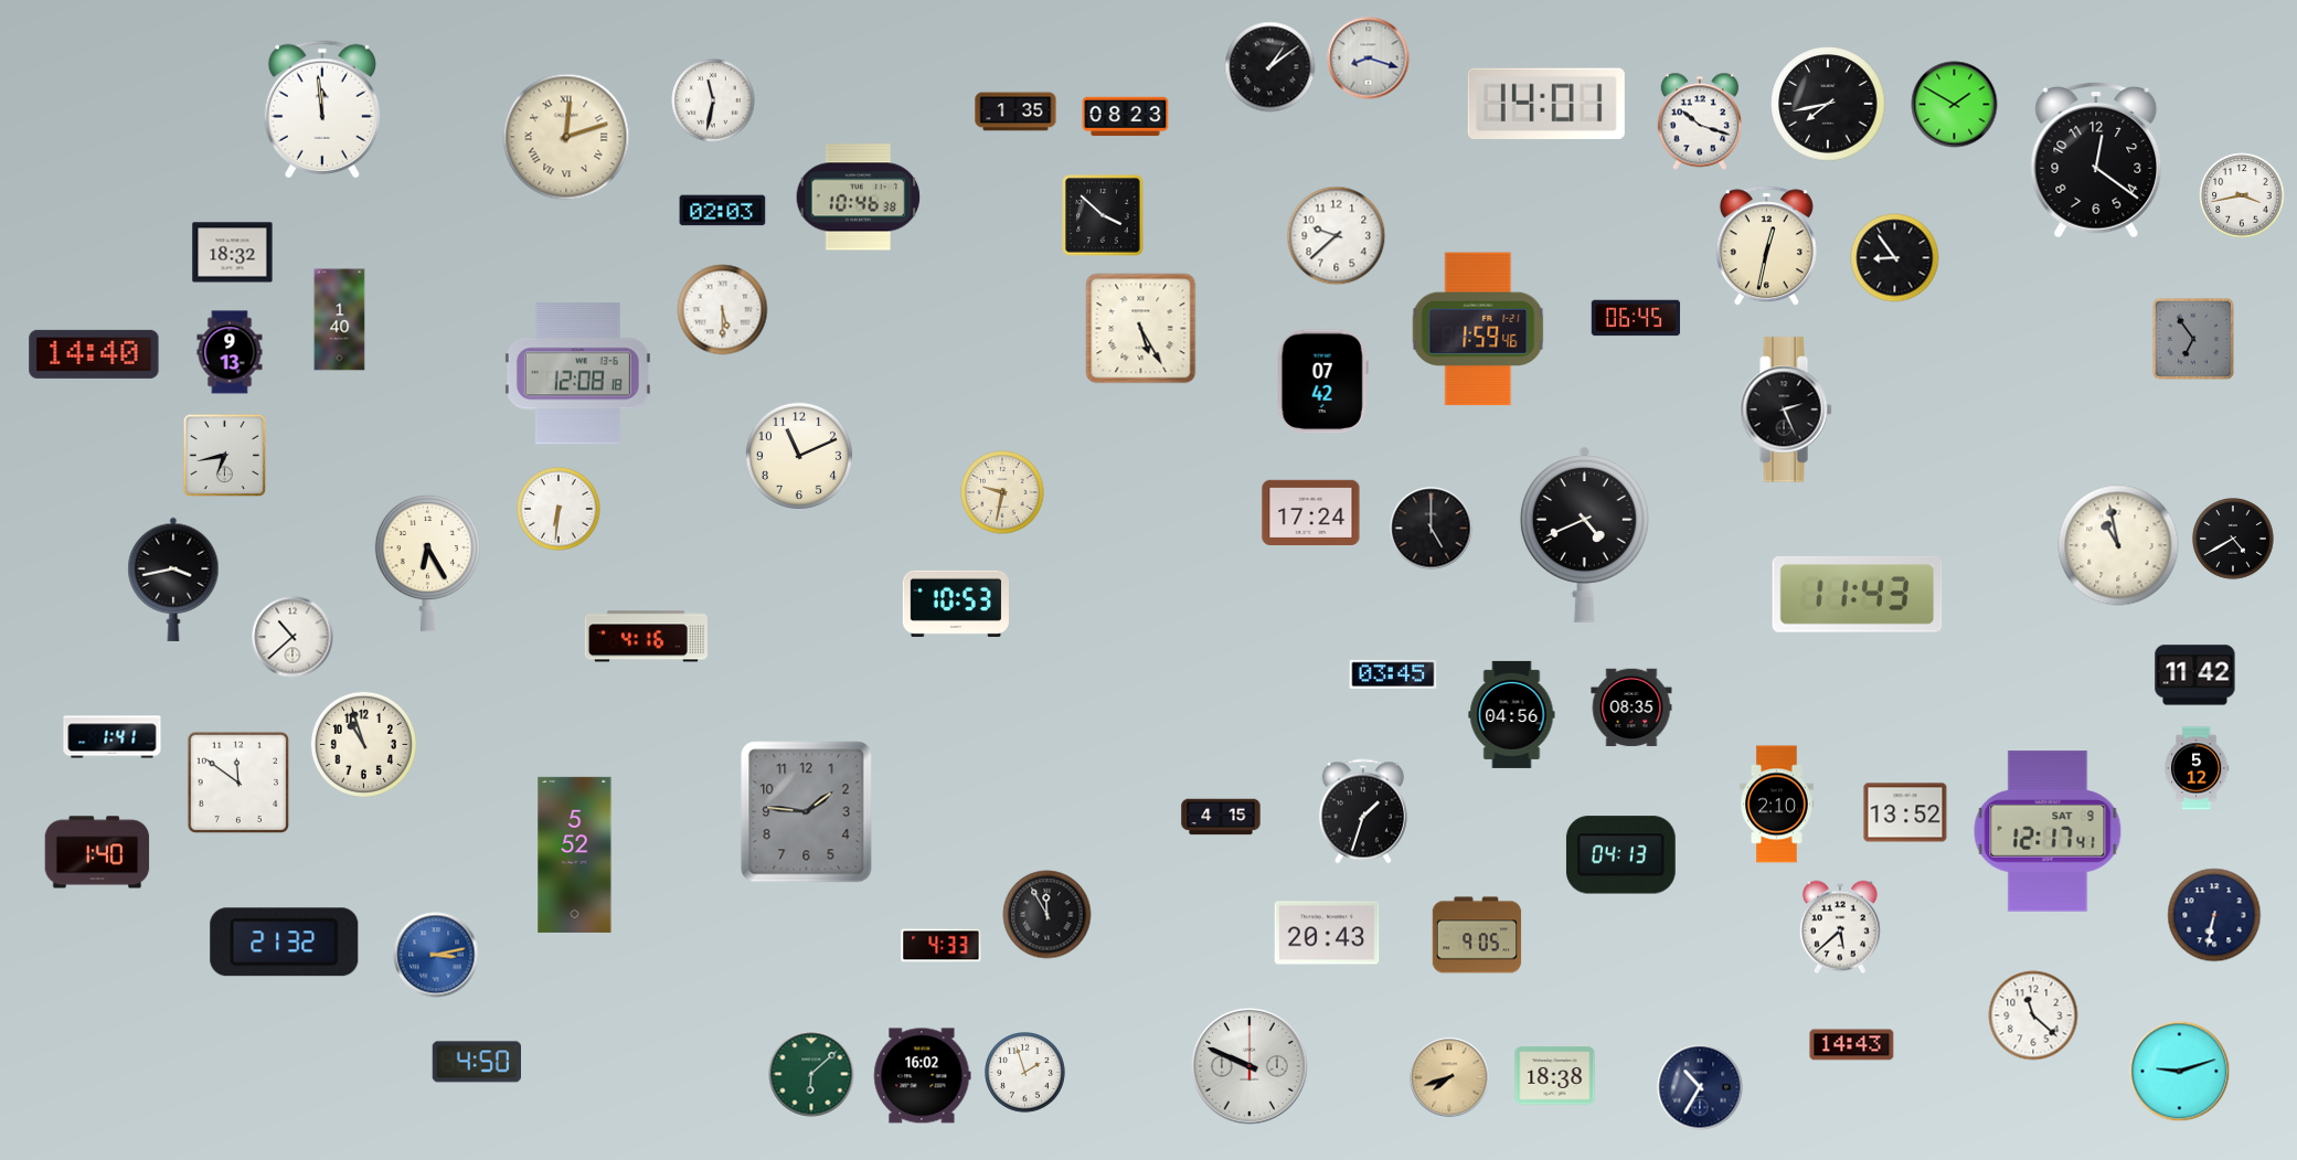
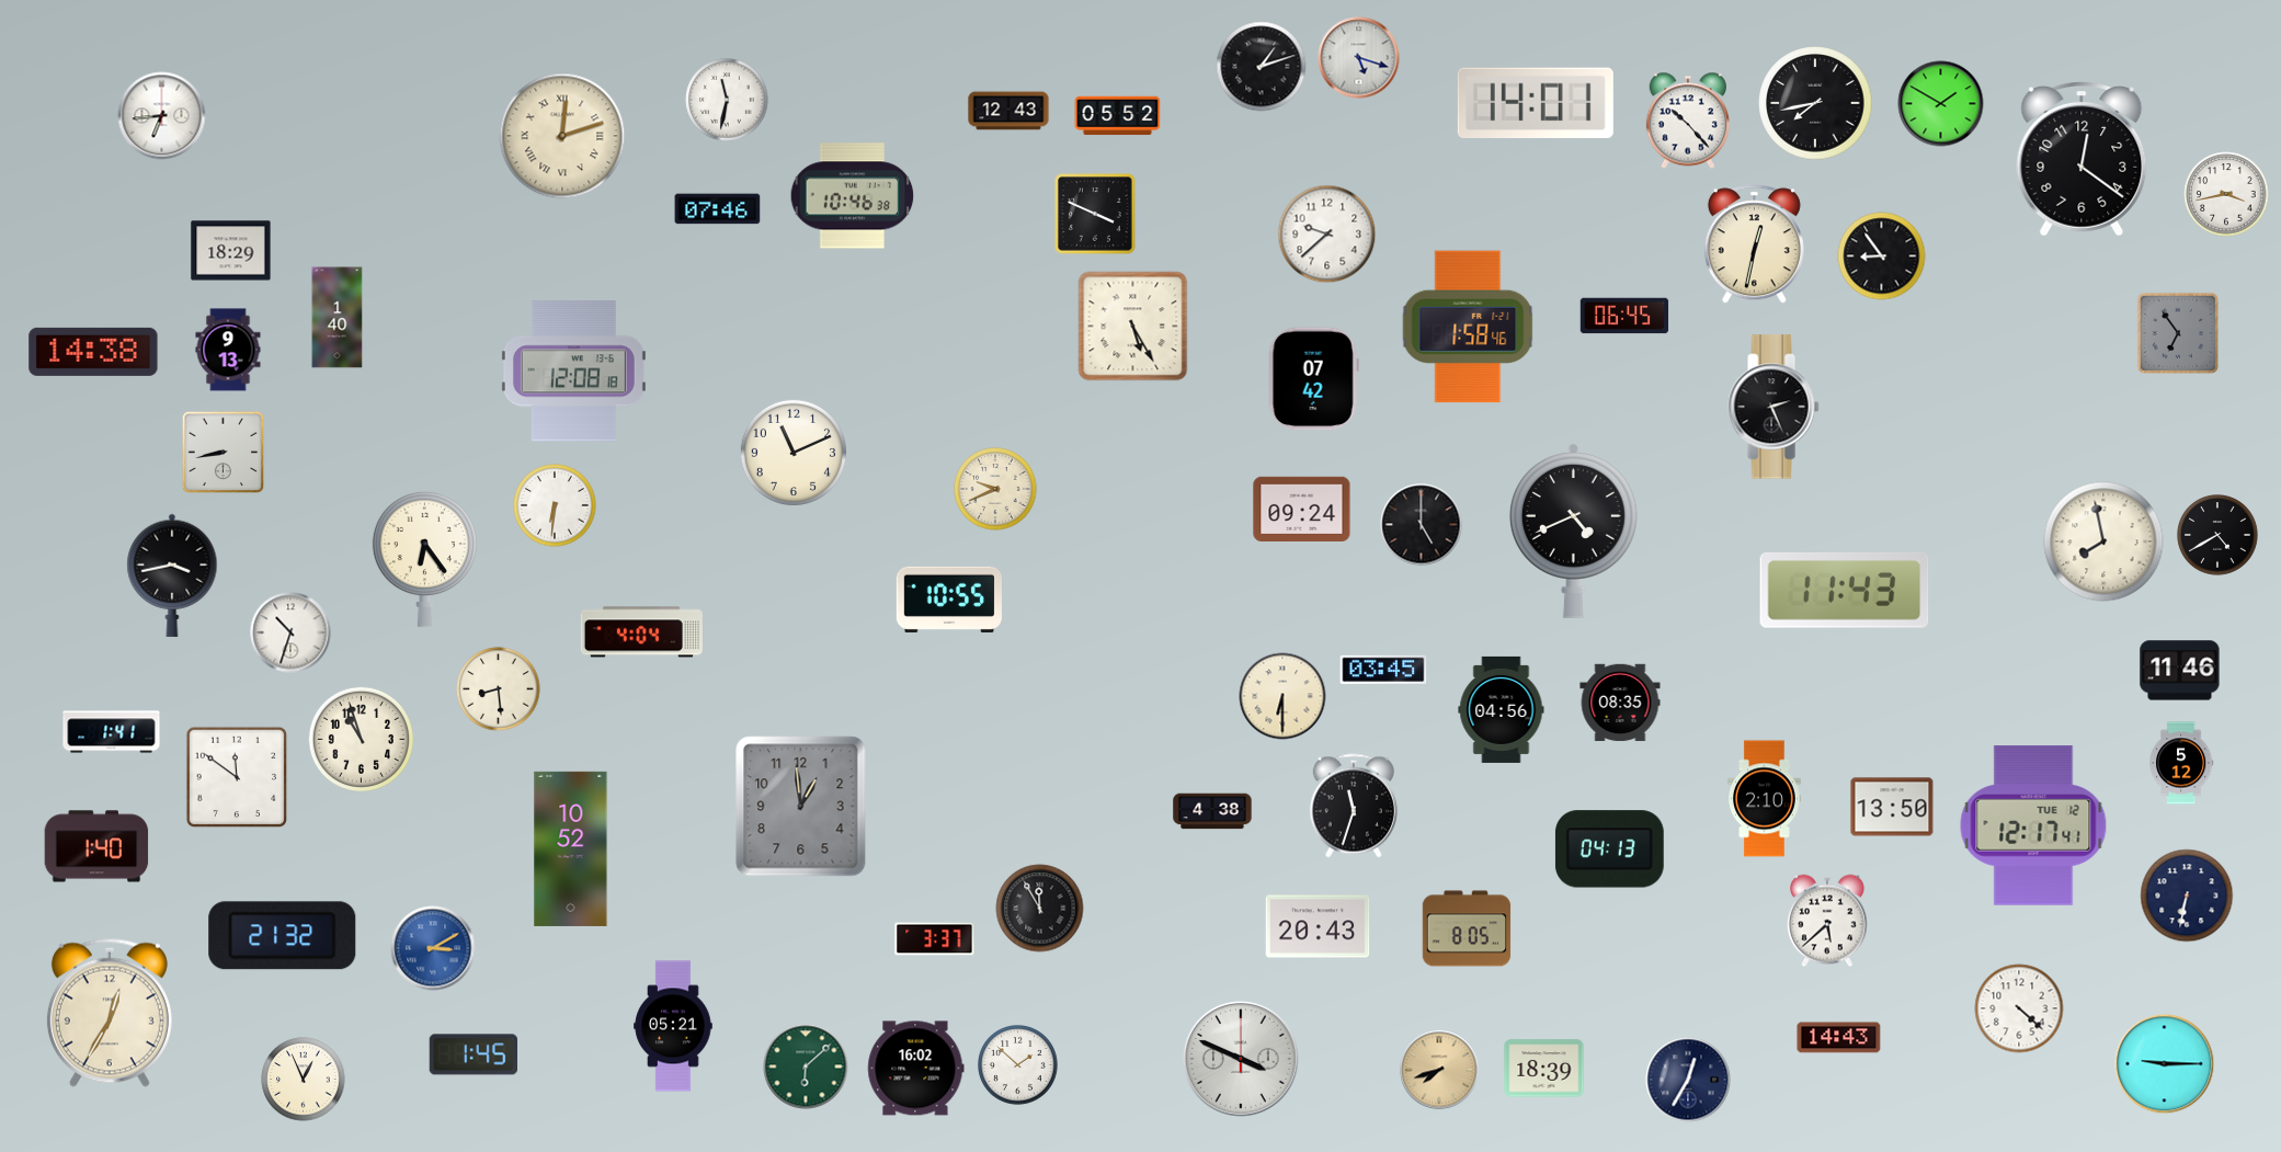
clock at (1369, 58): 8:18 -> 5:18
clock at (1270, 67): 1:09 -> 1:12
clock at (713, 100) position: (713, 100) -> (727, 100)
clock at (322, 109): 11:59 -> none
clock at (1015, 111): 1:35 -> 12:43
clock at (162, 116): none -> 6:44
clock at (1126, 117): 08:23 -> 05:52
clock at (1699, 121): 10:18 -> 10:23
clock at (723, 211): 02:03 -> 07:46
clock at (1103, 215): 3:52 -> 3:49
clock at (233, 253): 18:32 -> 18:29
clock at (723, 310): 5:30 -> none
clock at (1478, 329): 1:59 -> 1:58
clock at (2193, 339) position: (2193, 339) -> (2178, 333)
clock at (94, 354): 14:40 -> 14:38
clock at (225, 456): 6:43 -> 8:43
clock at (1002, 492): 9:32 -> 9:41
clock at (1311, 512): 17:24 -> 09:24
clock at (2118, 545): 10:58 -> 7:58
clock at (427, 563): 6:25 -> 6:24
clock at (956, 604): 10:53 -> 10:55
clock at (293, 637): 10:38 -> 10:33
clock at (646, 637): 4:16 -> 4:04
clock at (2195, 675): 11:42 -> 11:46
clock at (499, 689): none -> 8:29
clock at (1282, 696): none -> 6:30
clock at (1363, 811): 1:33 -> 11:33
clock at (807, 812): 1:46 -> 12:59
clock at (1905, 812): 13:52 -> 13:50
clock at (1221, 817): 4:15 -> 4:38
clock at (2048, 831) date: SAT 9 -> TUE 12
clock at (575, 854): 5:52 -> 10:52
clock at (2214, 915) position: (2214, 915) -> (2187, 896)
clock at (1477, 935): 9:05 -> 8:05
clock at (942, 946): 4:33 -> 3:37
clock at (436, 955): 3:13 -> 3:10
clock at (2033, 1015): 11:22 -> 4:22
clock at (110, 1013): none -> 12:35
clock at (673, 1026): none -> 05:21
clock at (476, 1062): 4:50 -> 1:45
clock at (1249, 1066): 9:49 -> 3:49
clock at (2180, 1072): 9:12 -> 9:15
clock at (1025, 1073): 1:57 -> 1:52
clock at (1555, 1076): 18:38 -> 18:39
clock at (304, 1080): none -> 12:56
clock at (1700, 1087): 10:35 -> 12:35
